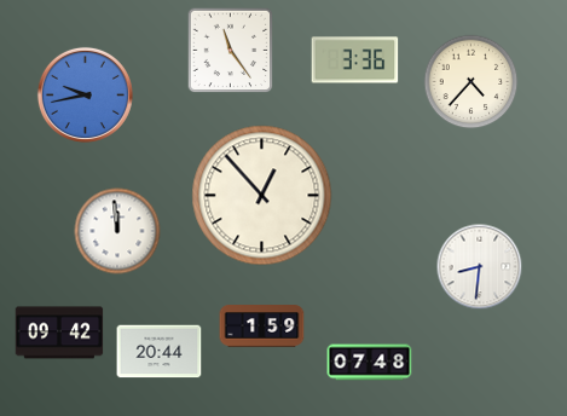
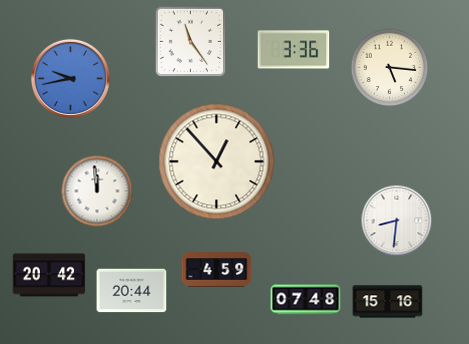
clock at (471, 82): 4:37 -> 5:16
clock at (262, 327): 1:59 -> 4:59
clock at (59, 333): 09:42 -> 20:42
clock at (388, 302): none -> 15:16
